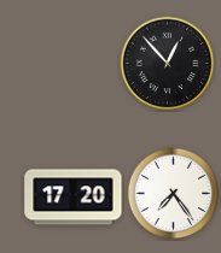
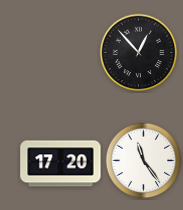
clock at (174, 194): 7:24 -> 11:24
